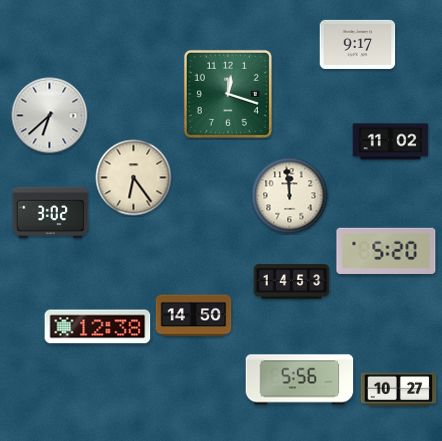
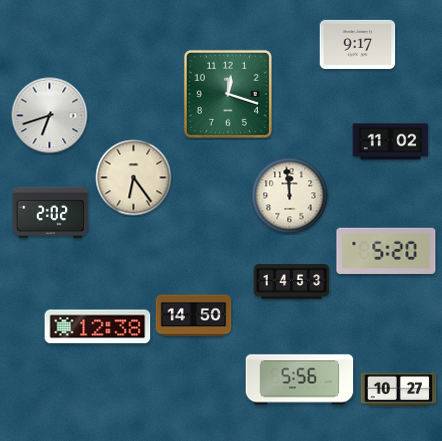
clock at (50, 116): 6:38 -> 6:42
clock at (51, 213): 3:02 -> 2:02
